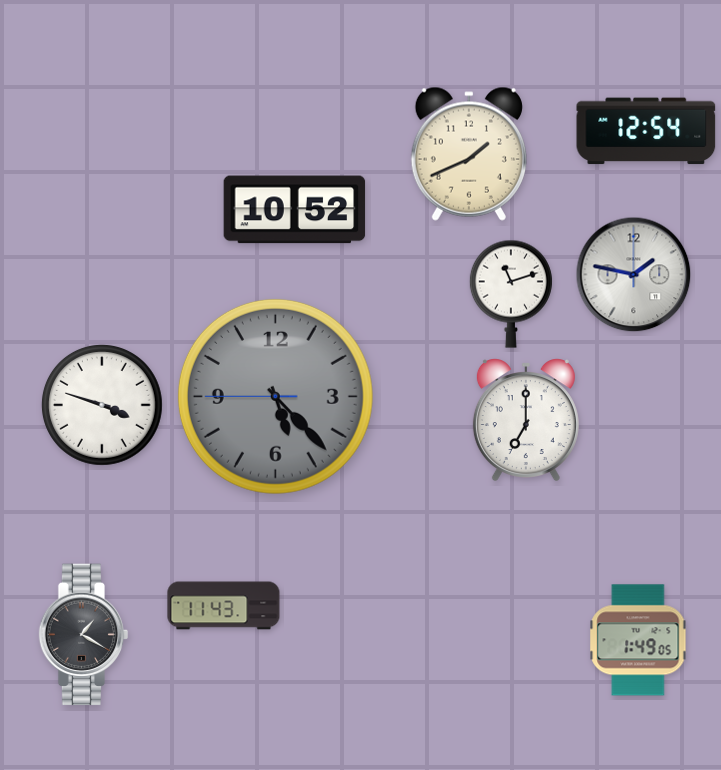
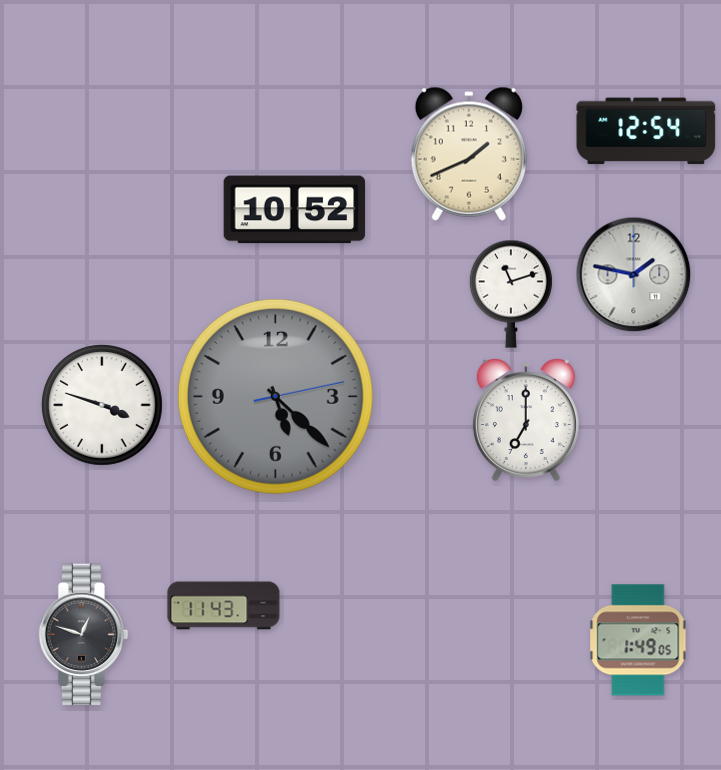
clock at (275, 396): 5:22:45 -> 5:22:13
clock at (84, 635): 1:20 -> 12:48
